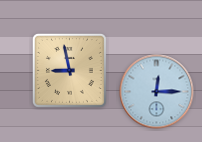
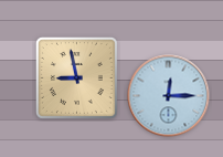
clock at (157, 92) position: (157, 92) -> (169, 96)
